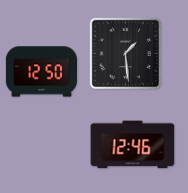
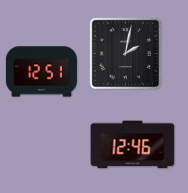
clock at (126, 54): 1:29 -> 2:02
clock at (41, 72): 12:50 -> 12:51
